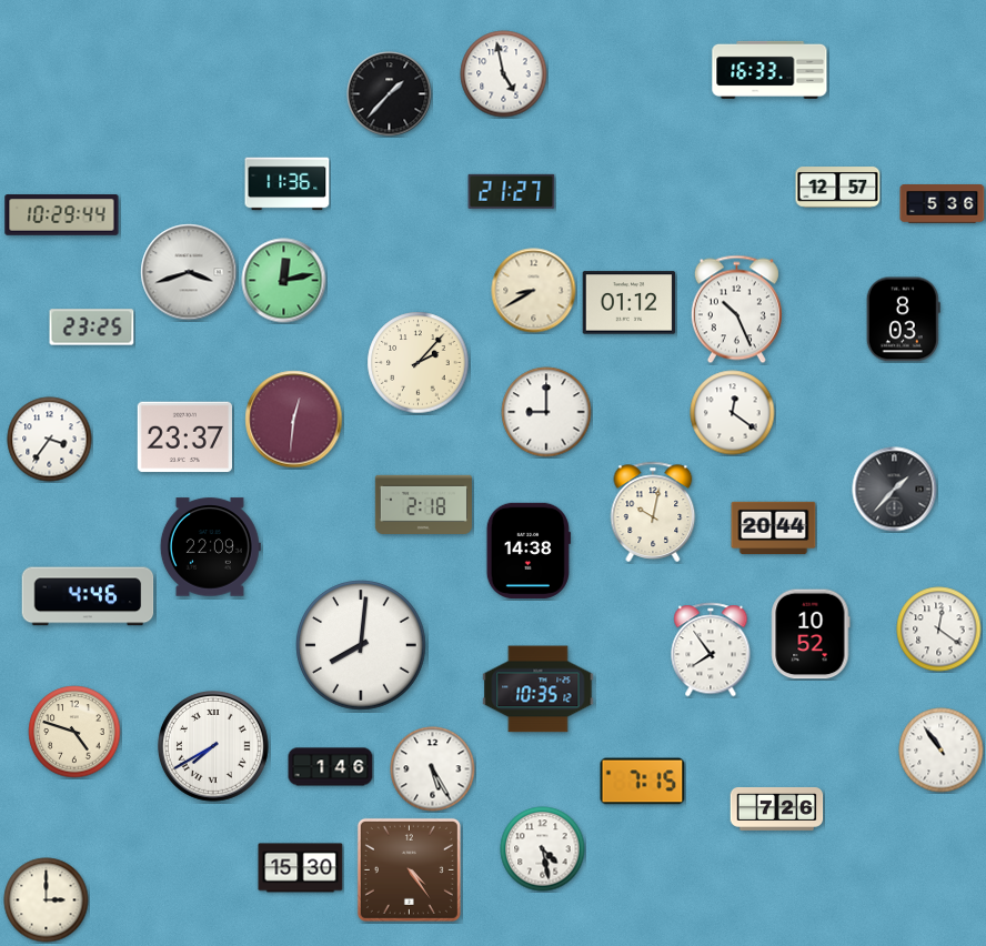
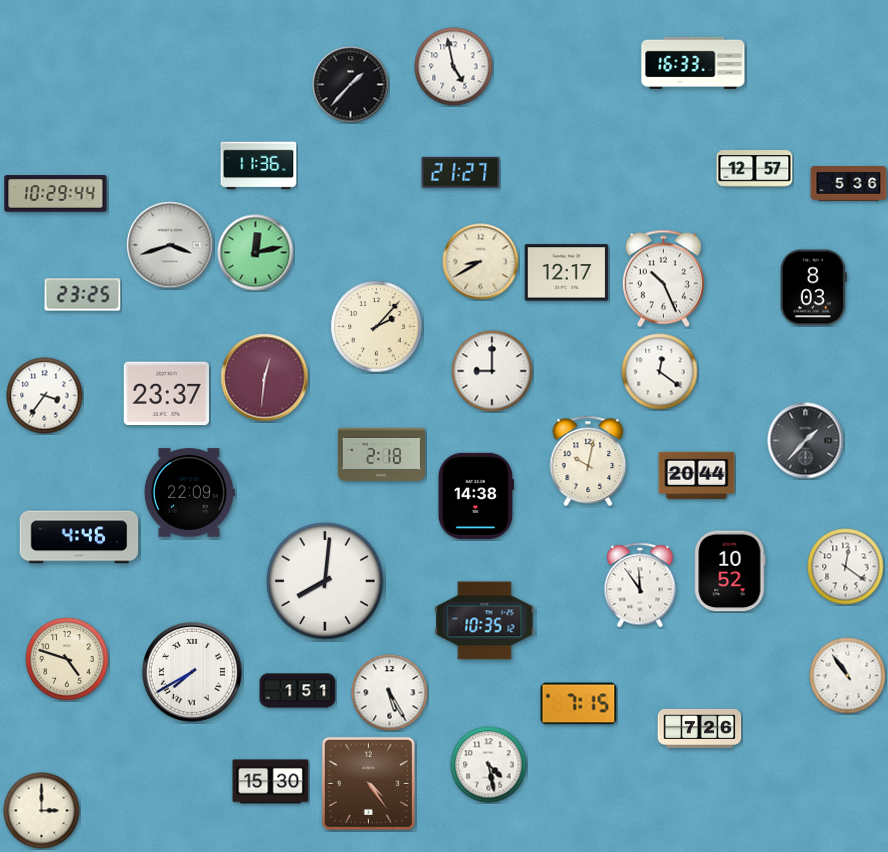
clock at (630, 303): 01:12 -> 12:17
clock at (711, 650): 7:54 -> 11:54
clock at (331, 767): 1:46 -> 1:51
